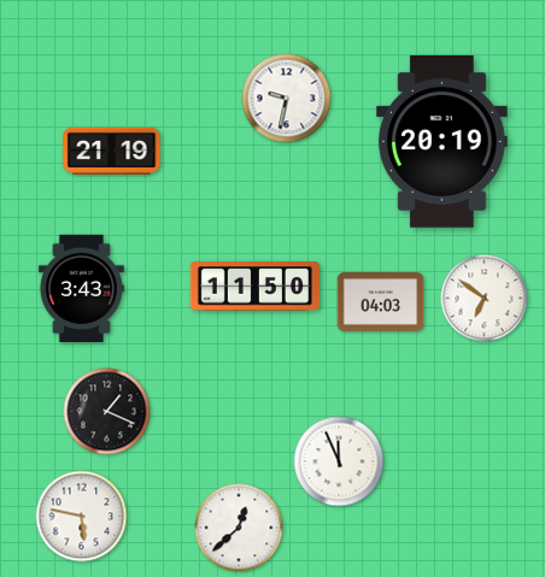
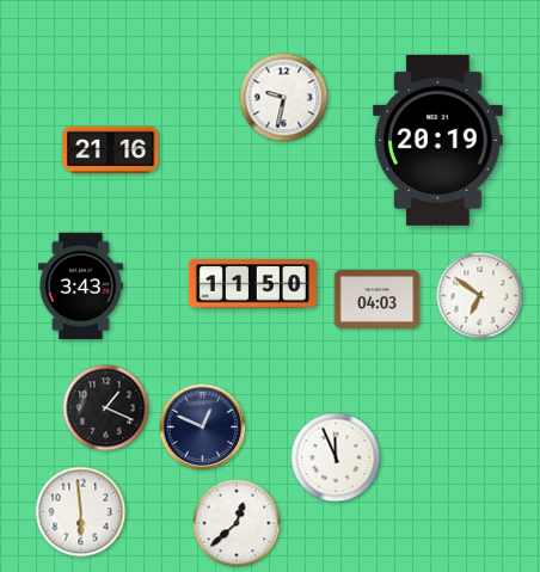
clock at (112, 151): 21:19 -> 21:16
clock at (203, 428): none -> 12:49
clock at (82, 517): 5:47 -> 5:59
